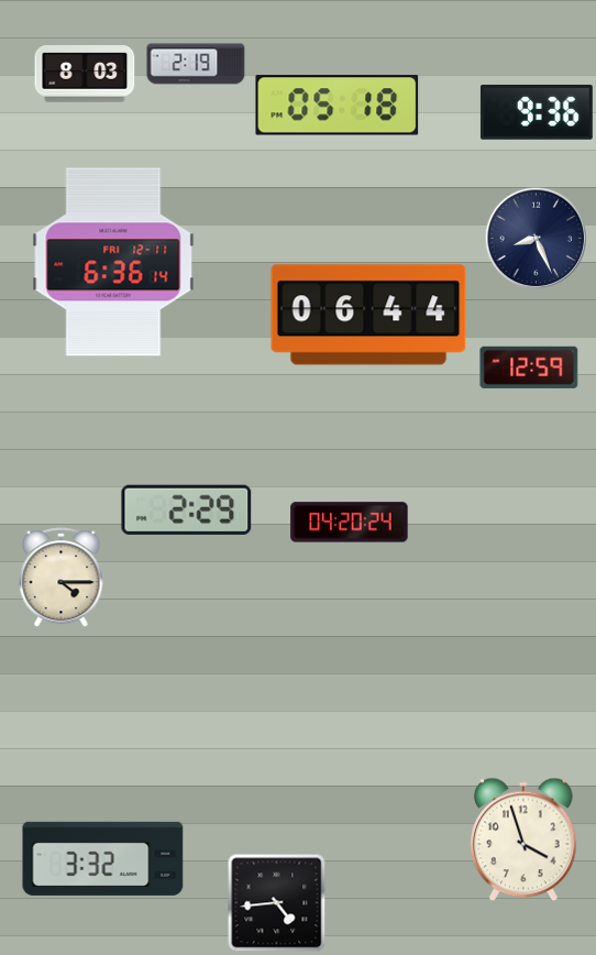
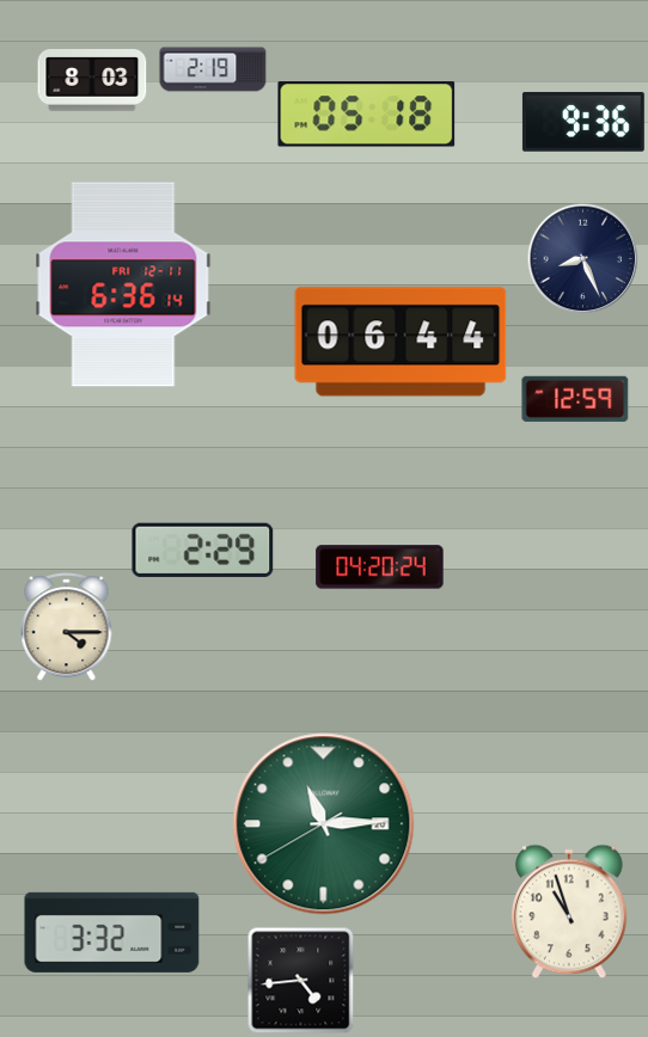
clock at (187, 509) position: (187, 509) -> (203, 550)
clock at (324, 824): none -> 11:14
clock at (525, 839): 3:57 -> 10:57
